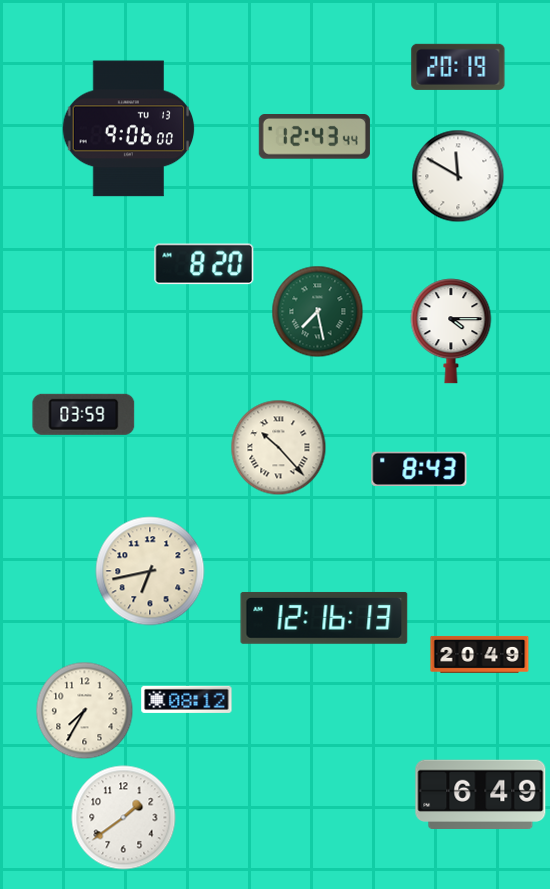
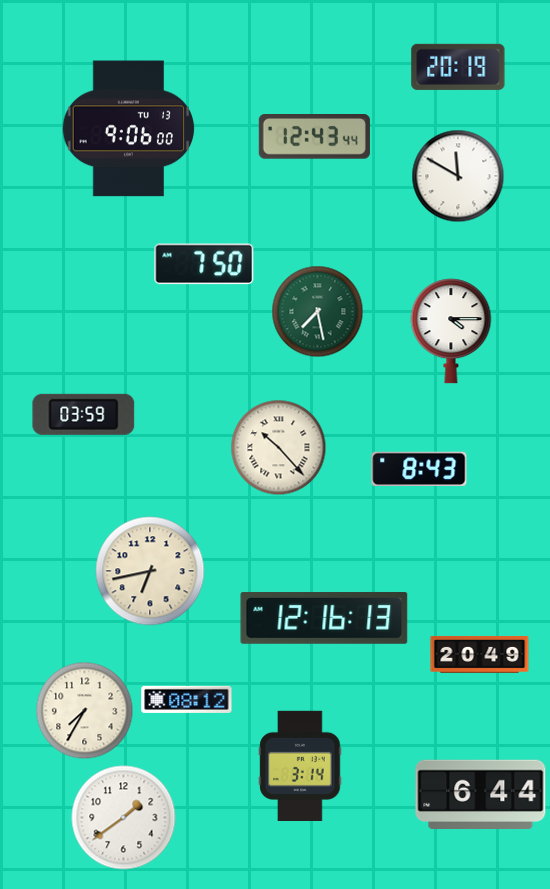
clock at (204, 264): 8:20 -> 7:50
clock at (300, 765): none -> 3:14
clock at (481, 794): 6:49 -> 6:44
